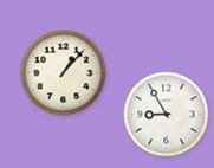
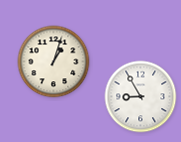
clock at (64, 73): 1:07 -> 1:03
